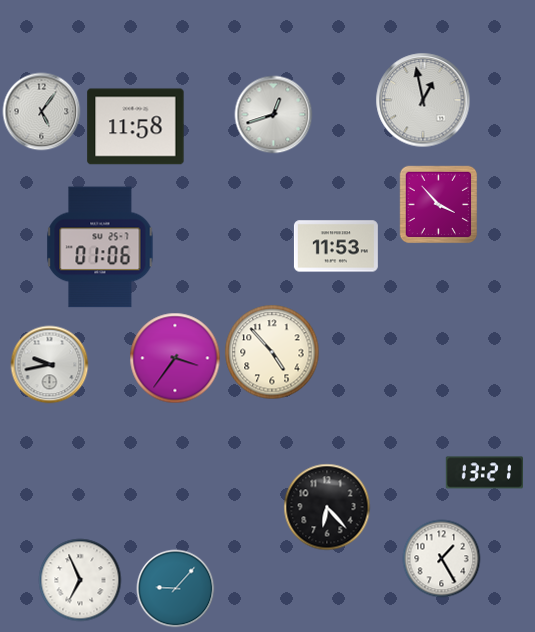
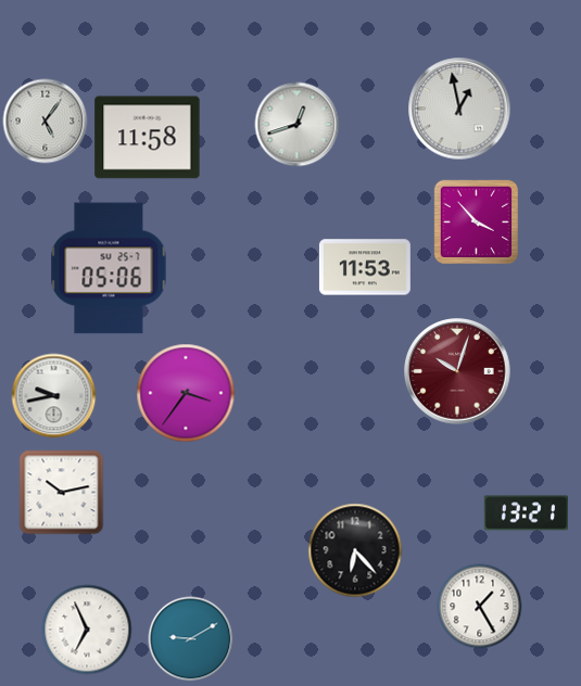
clock at (100, 247): 01:06 -> 05:06
clock at (457, 371): none -> 10:03
clock at (272, 352): 4:53 -> none
clock at (175, 358) position: (175, 358) -> (186, 393)
clock at (61, 492): none -> 10:13
clock at (175, 588): 9:07 -> 9:10
